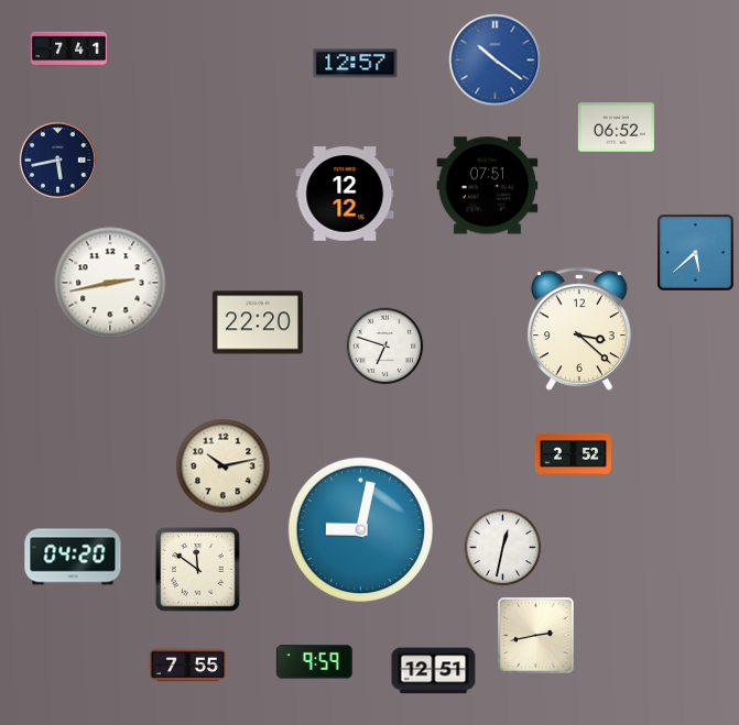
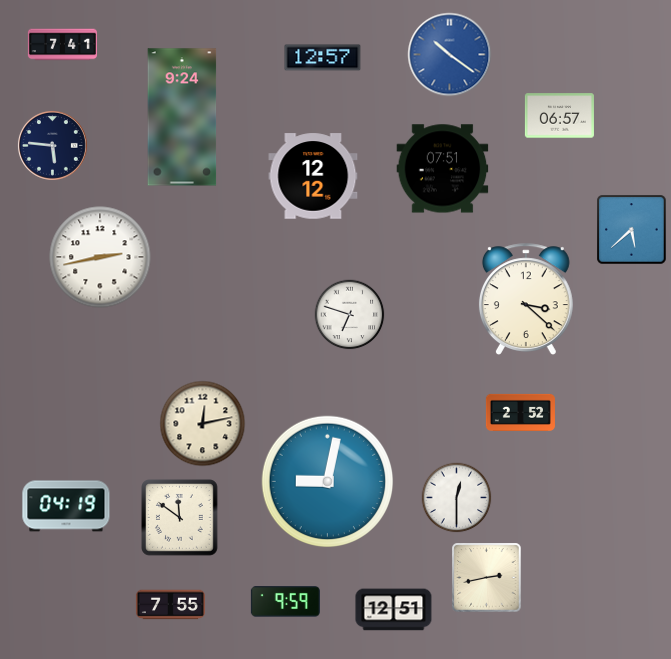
clock at (616, 128): 06:52 -> 06:57
clock at (182, 117): none -> 9:24
clock at (57, 160): 5:43 -> 5:46
clock at (258, 322): 22:20 -> none
clock at (224, 466): 10:13 -> 12:13
clock at (503, 548): 12:32 -> 12:30
clock at (73, 557): 04:20 -> 04:19
